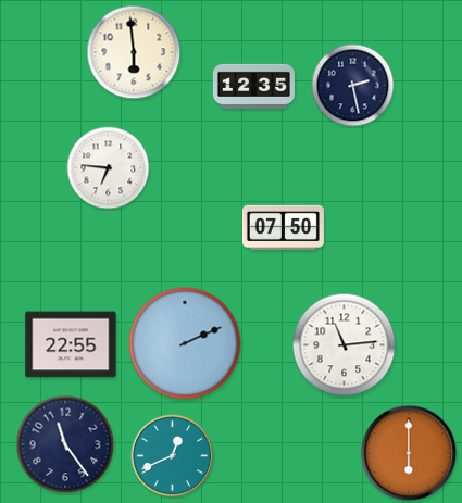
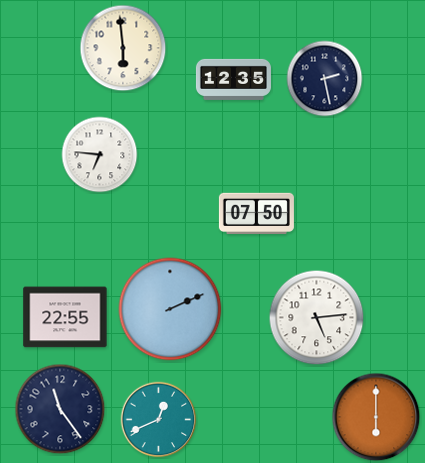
clock at (283, 227) position: (283, 227) -> (256, 213)
clock at (185, 343) position: (185, 343) -> (170, 309)
clock at (345, 345): 11:14 -> 5:14
